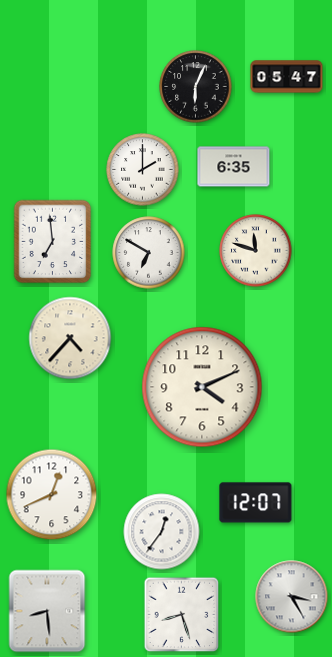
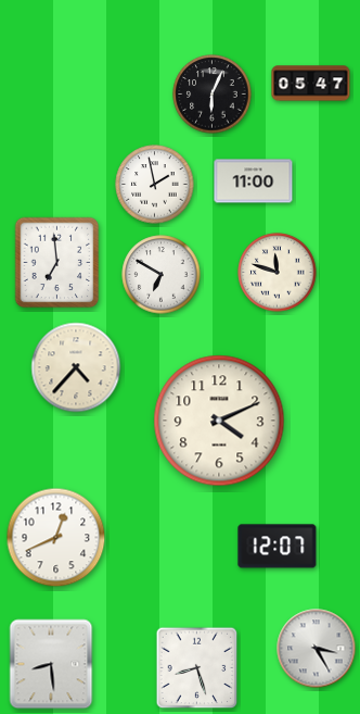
clock at (234, 167): 6:35 -> 11:00
clock at (143, 170): 2:00 -> 1:58
clock at (162, 532): 12:36 -> none
